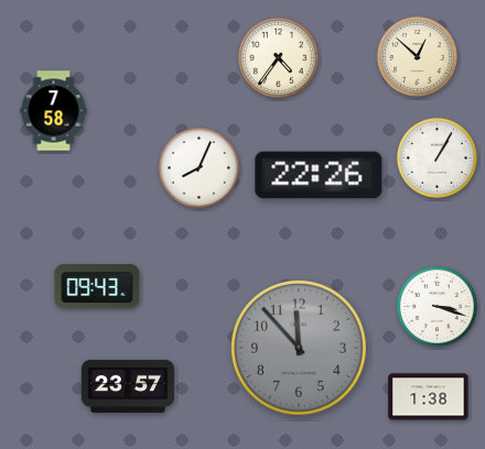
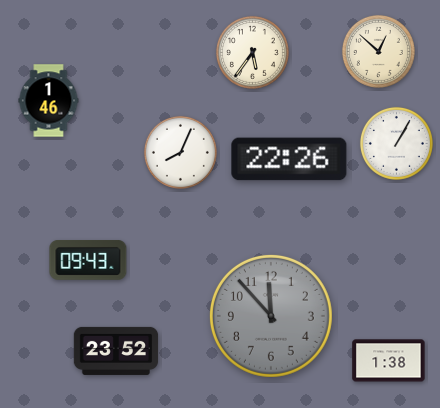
clock at (278, 57): 4:36 -> 5:36
clock at (54, 111): 7:58 -> 1:46
clock at (436, 306): 3:18 -> none
clock at (128, 386): 23:57 -> 23:52
